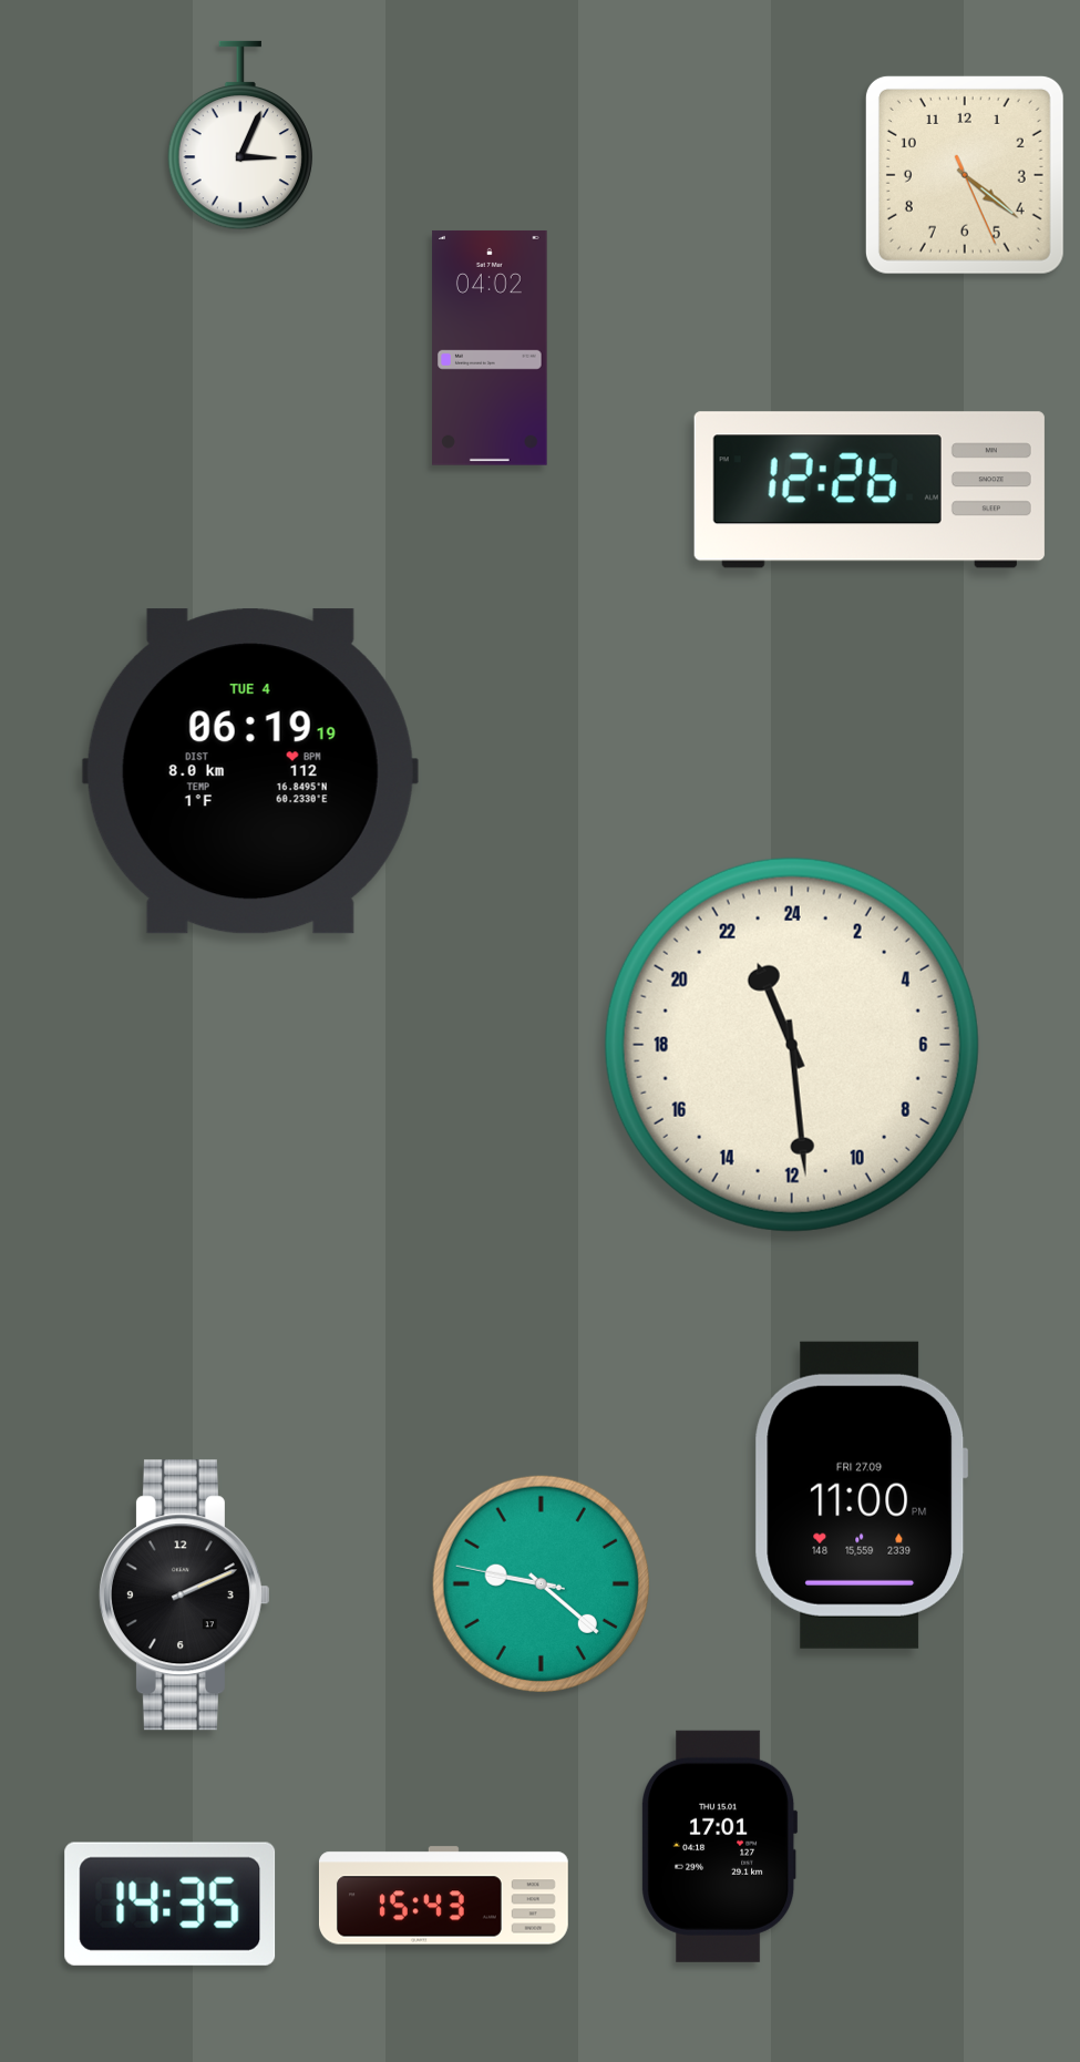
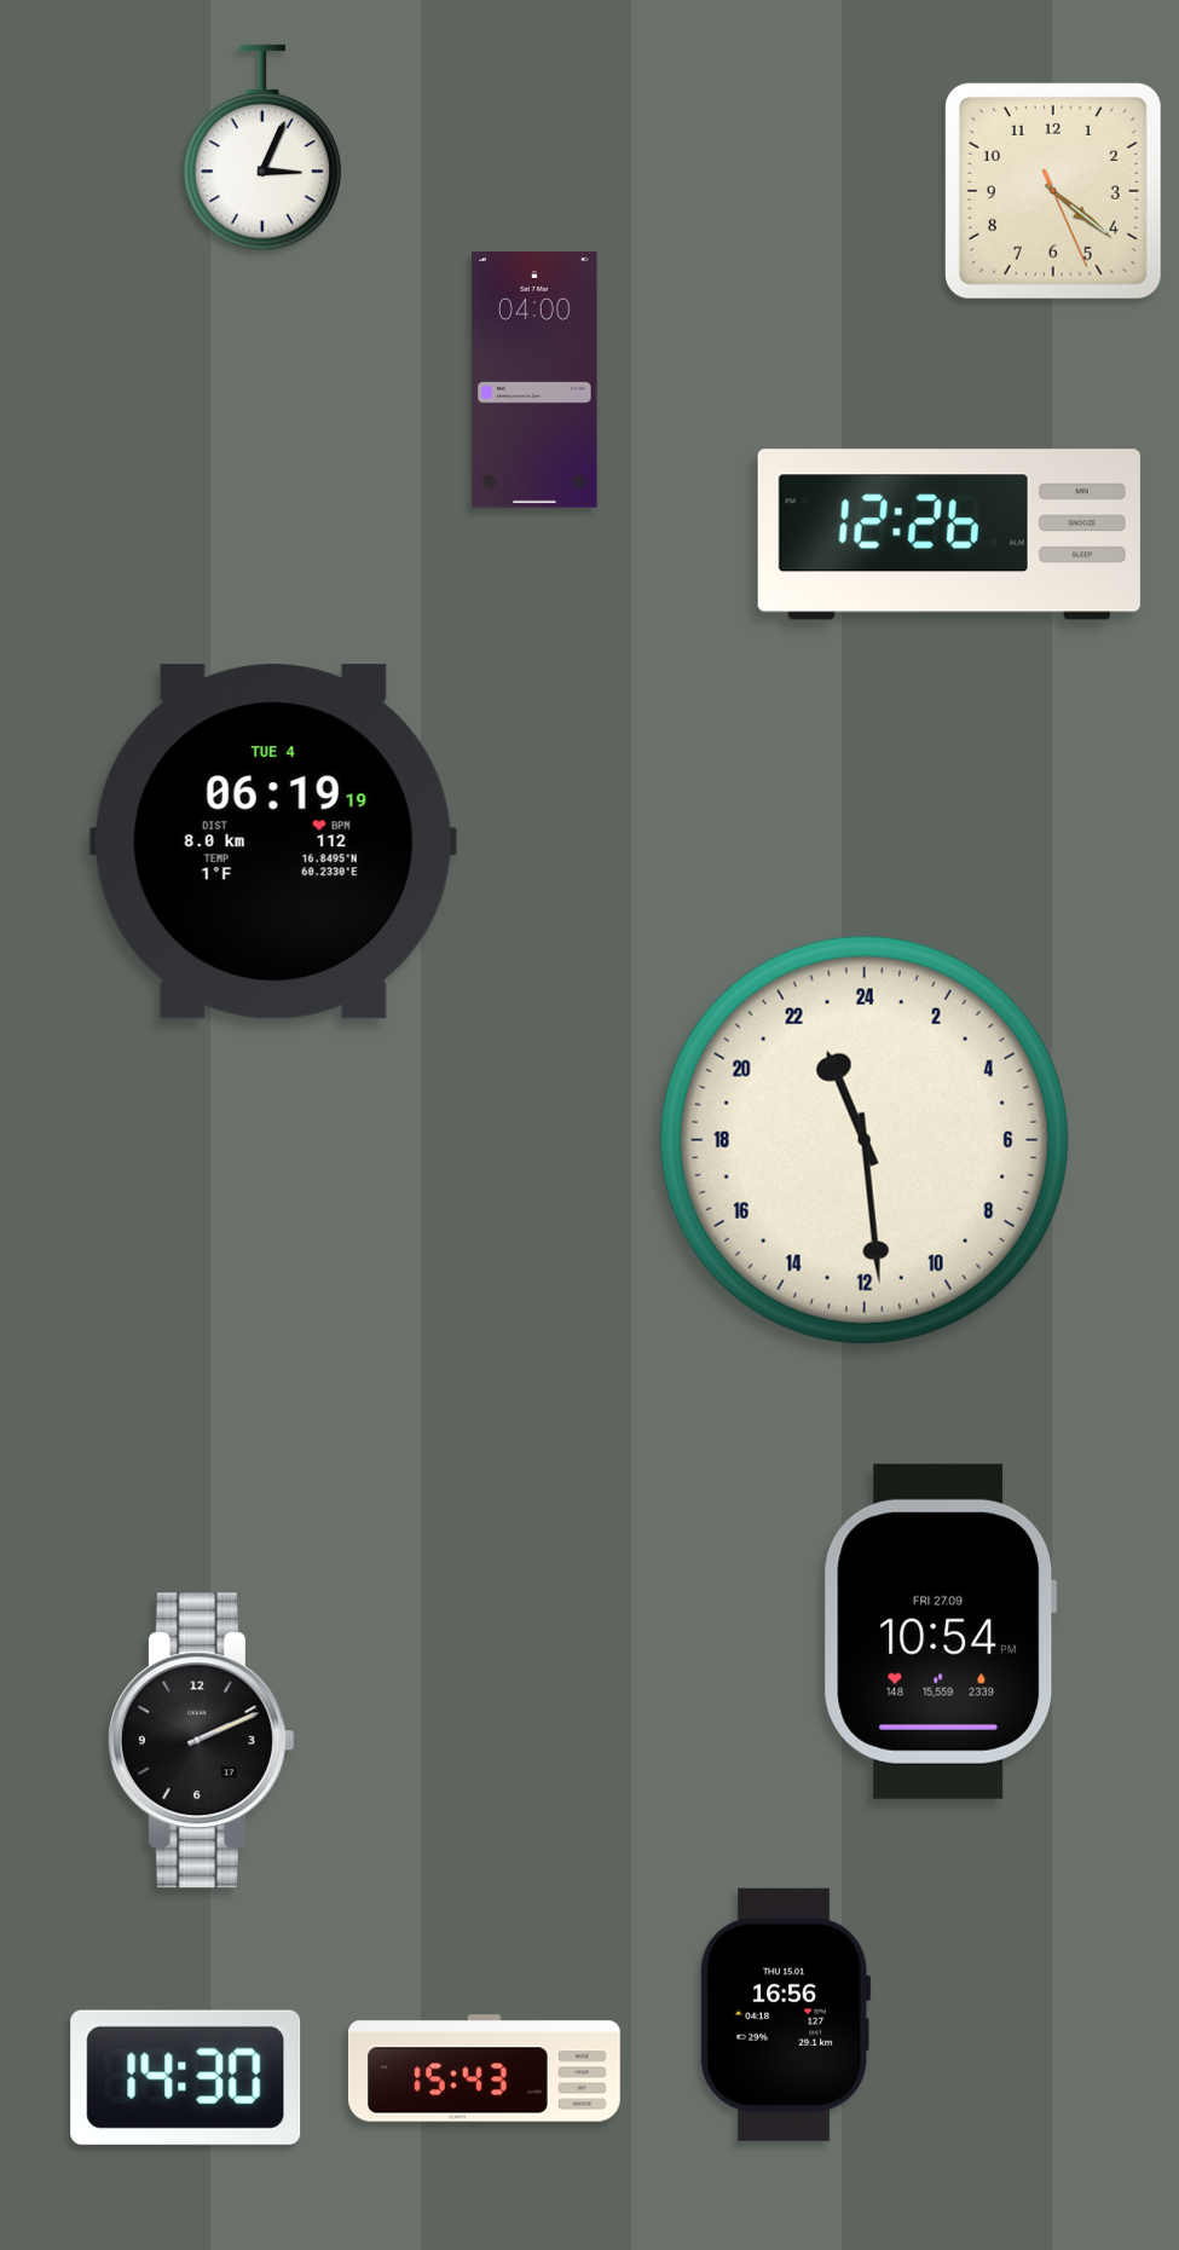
clock at (490, 348): 04:02 -> 04:00
clock at (862, 1495): 11:00 -> 10:54
clock at (541, 1583): 9:21 -> none
clock at (720, 1846): 17:01 -> 16:56
clock at (171, 1904): 14:35 -> 14:30
